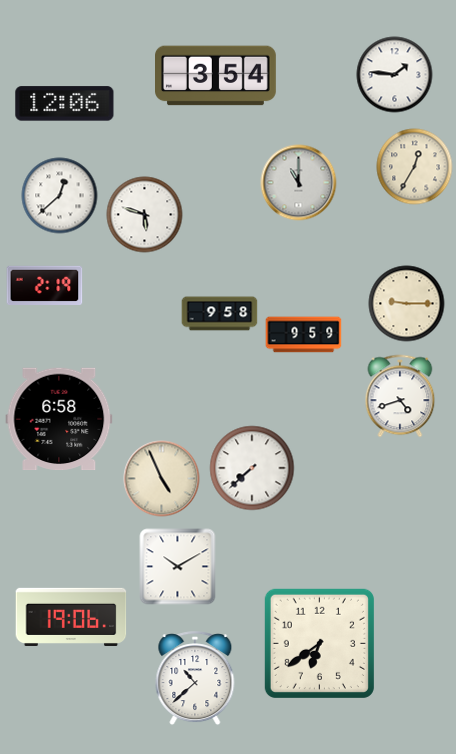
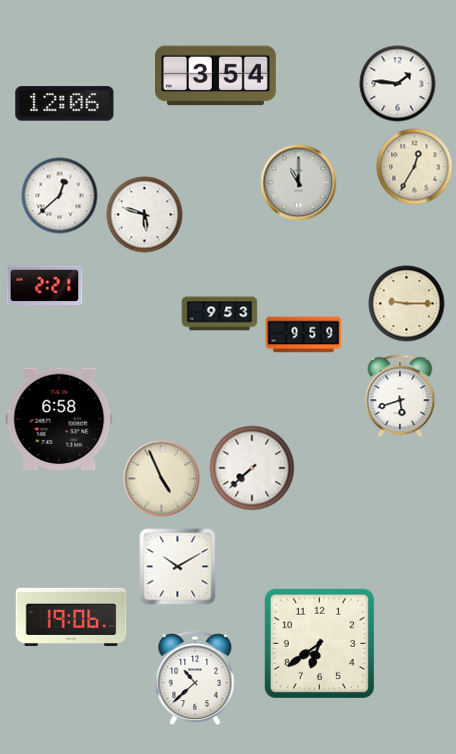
clock at (395, 75) position: (395, 75) -> (398, 84)
clock at (45, 286): 2:19 -> 2:21
clock at (220, 314): 9:58 -> 9:53
clock at (400, 396): 4:42 -> 5:42
